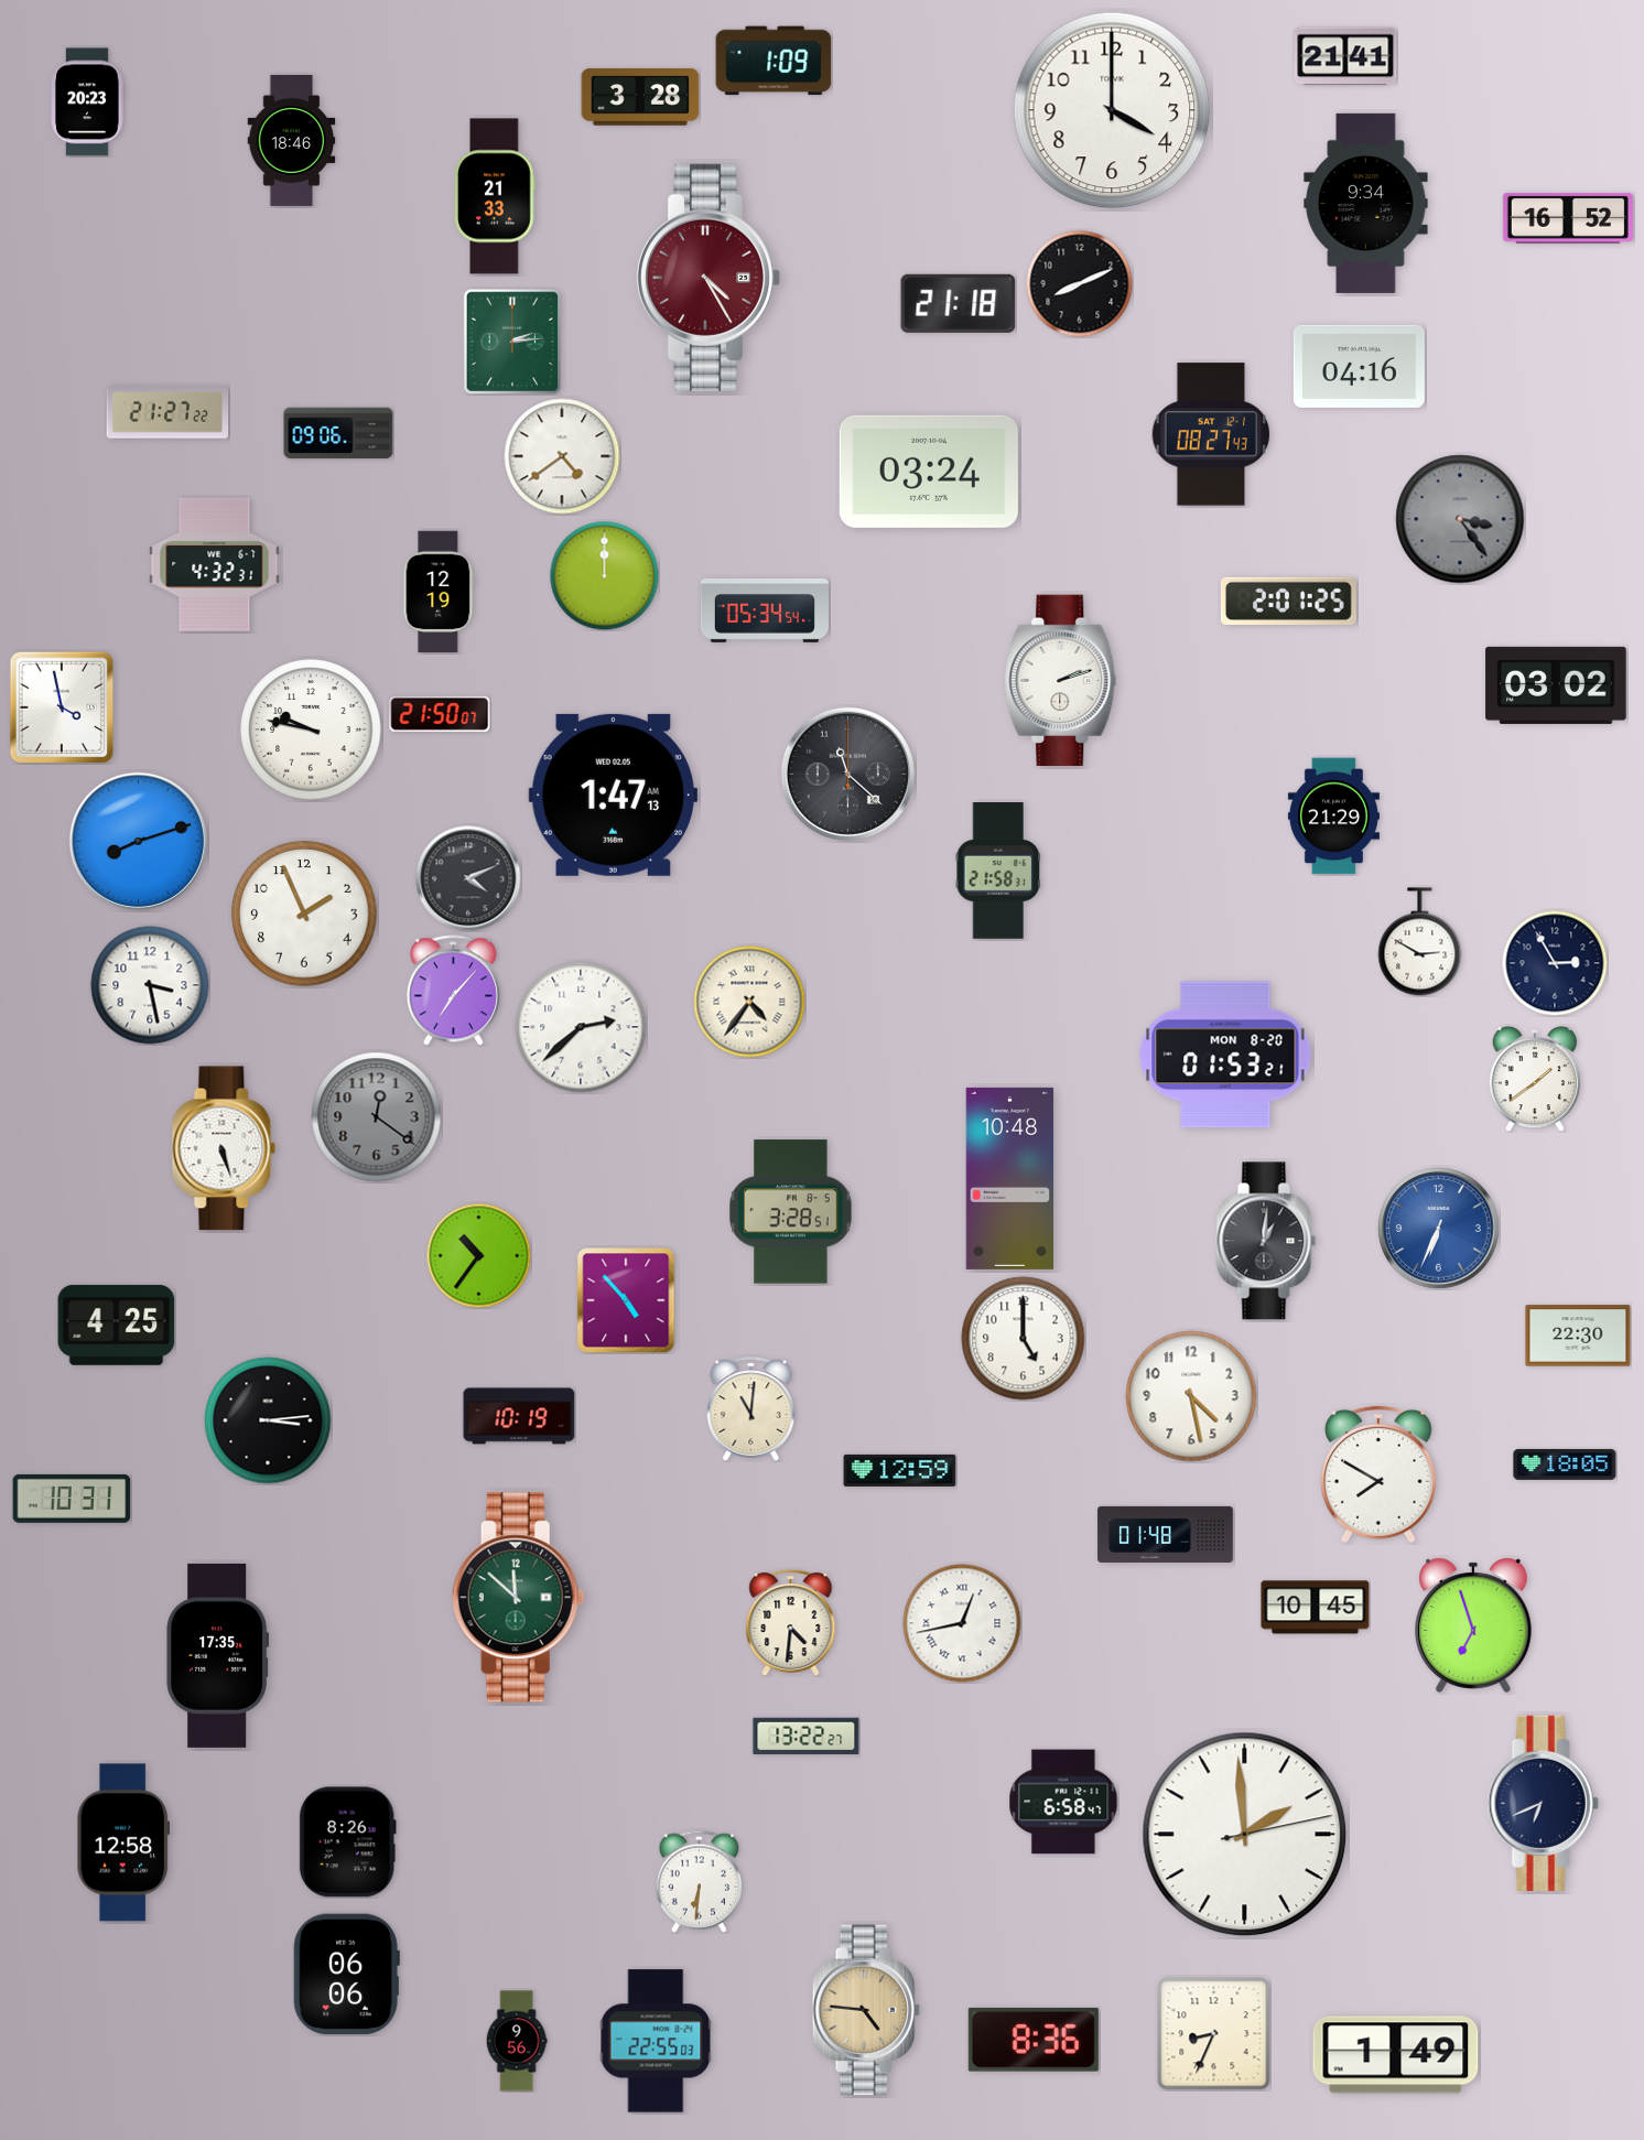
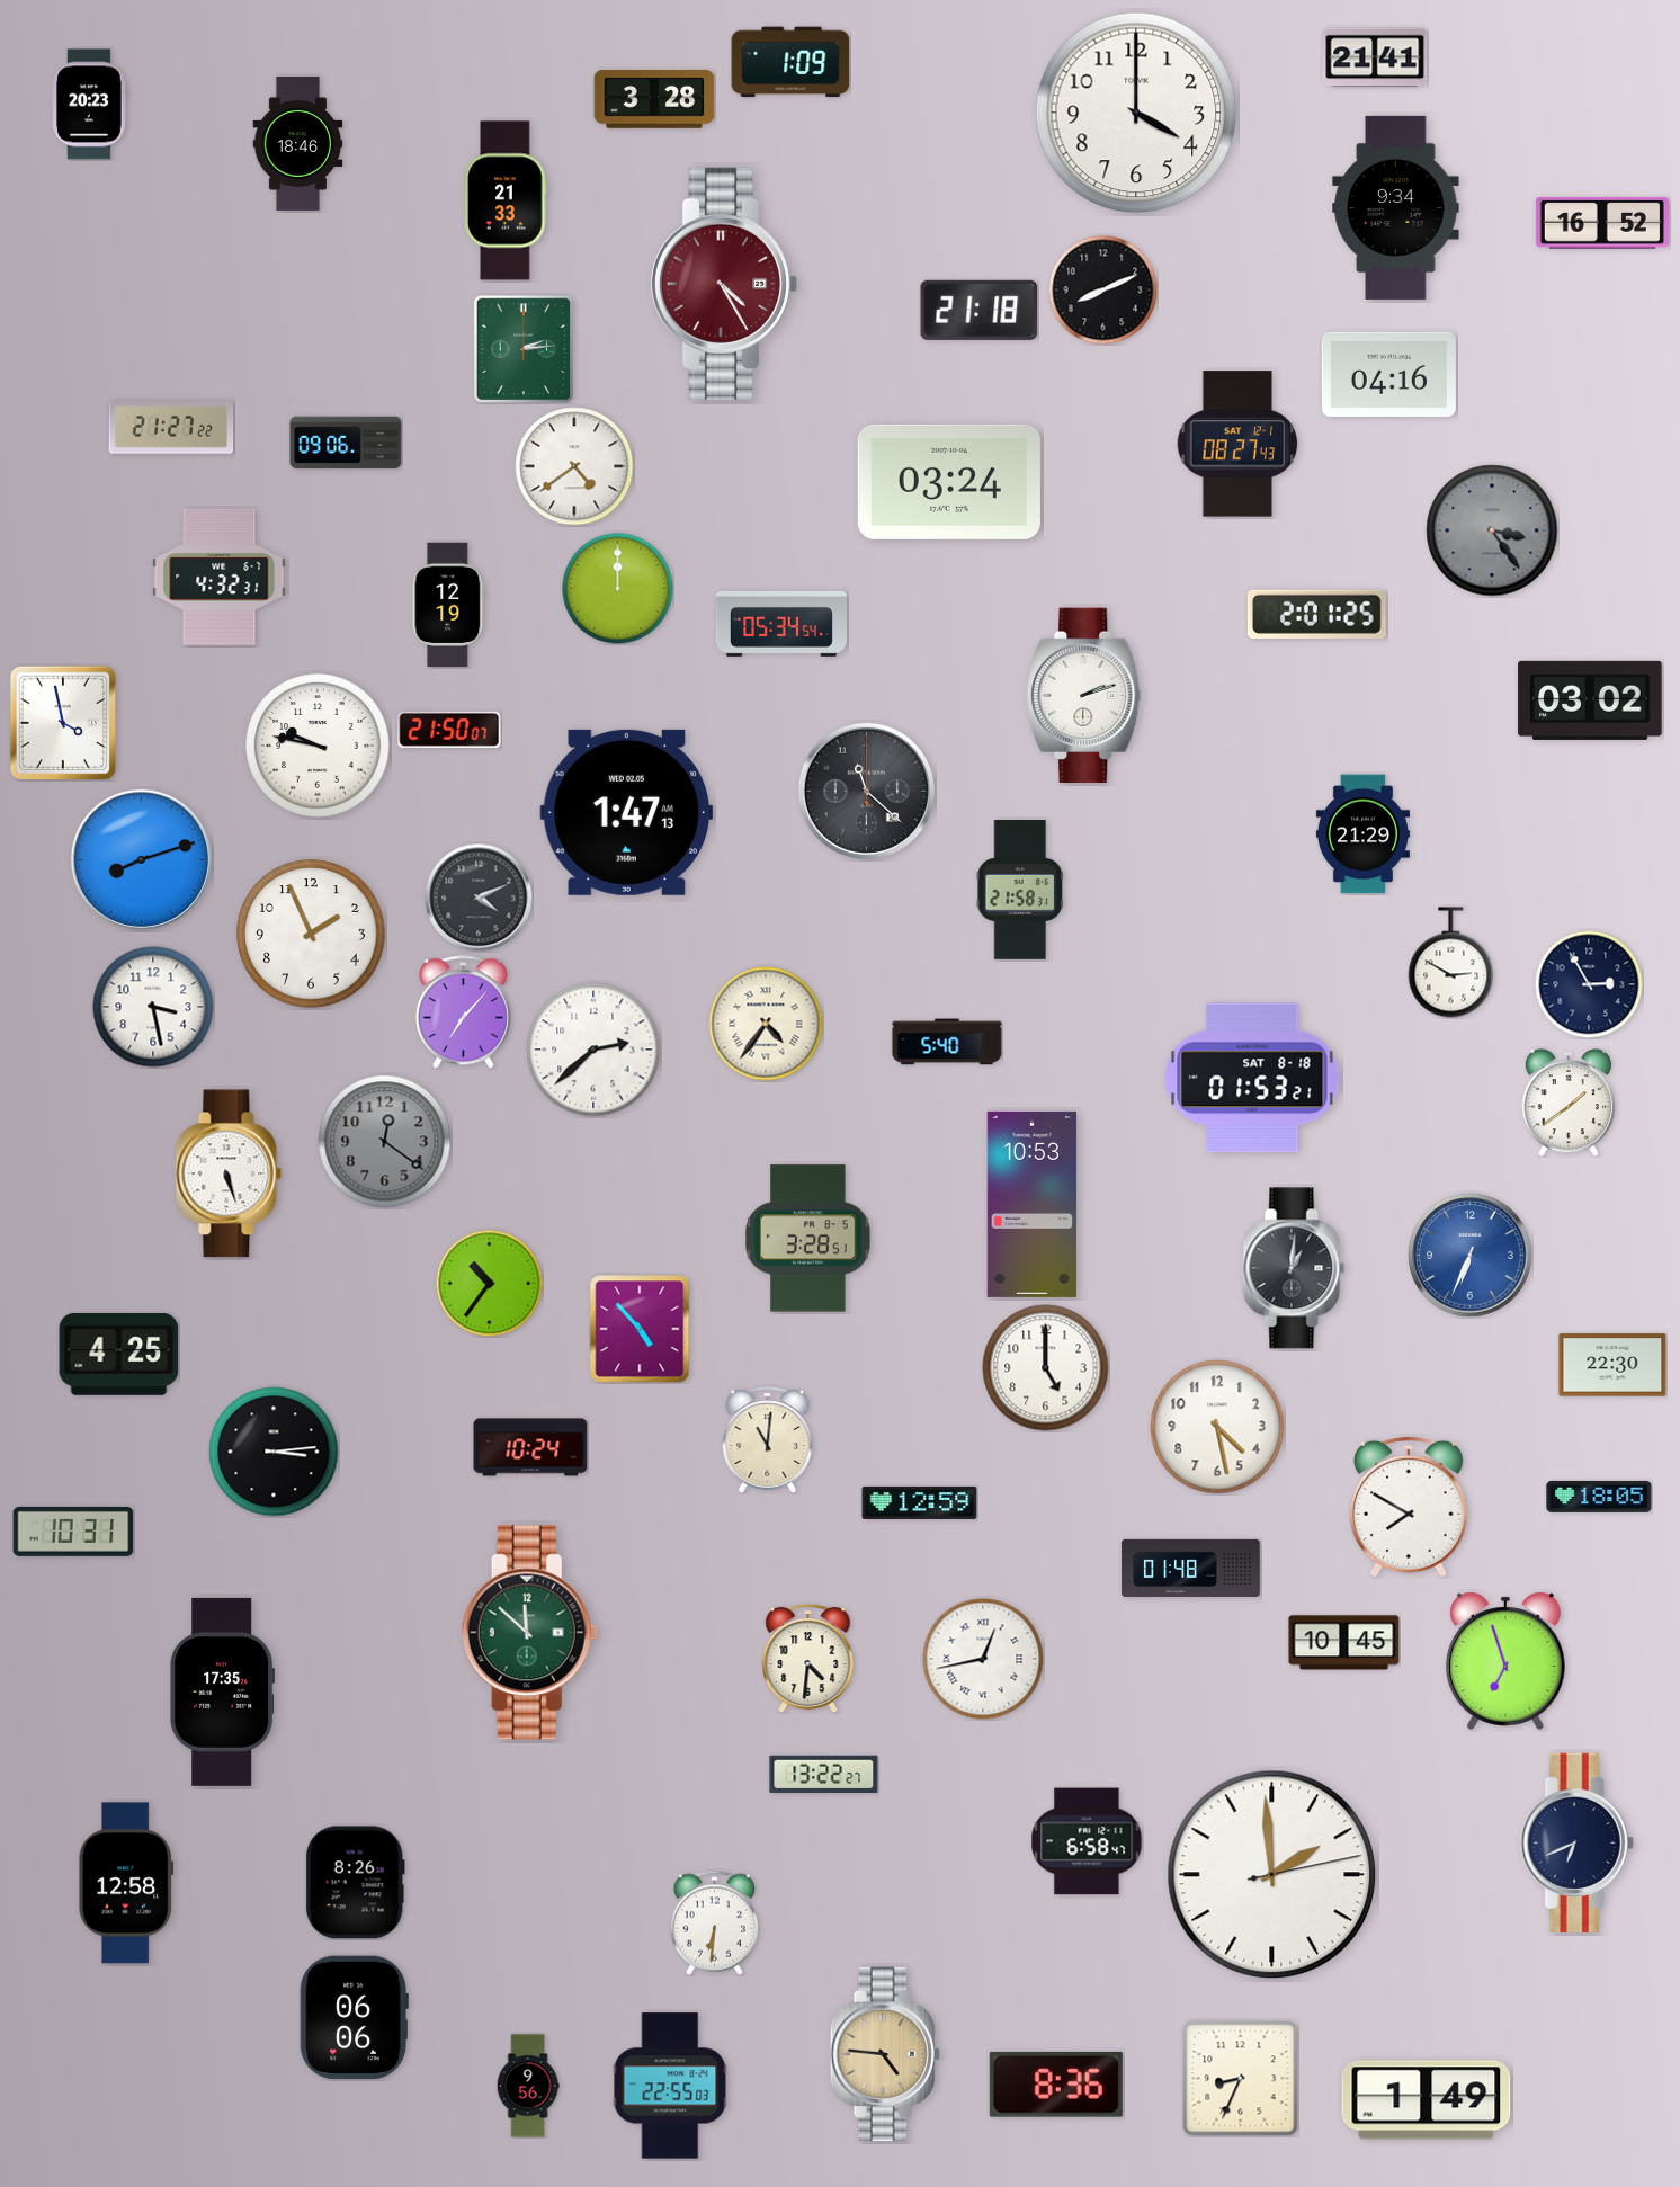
clock at (167, 412) position: (167, 412) -> (171, 427)
clock at (947, 1042): none -> 5:40
clock at (1225, 1055) date: MON 8-20 -> SAT 8-18
clock at (1010, 1178): 10:48 -> 10:53
clock at (519, 1416): 10:19 -> 10:24
